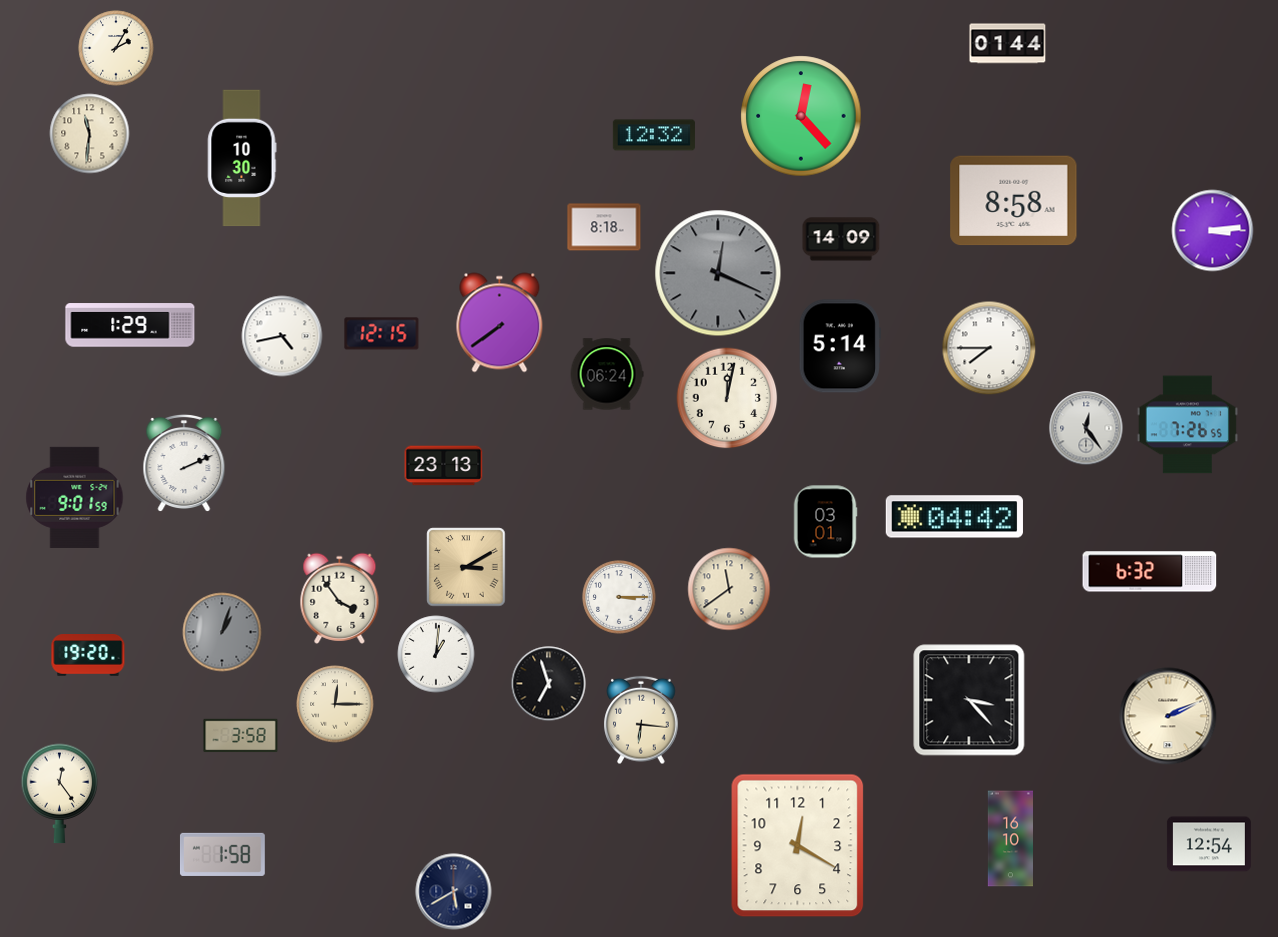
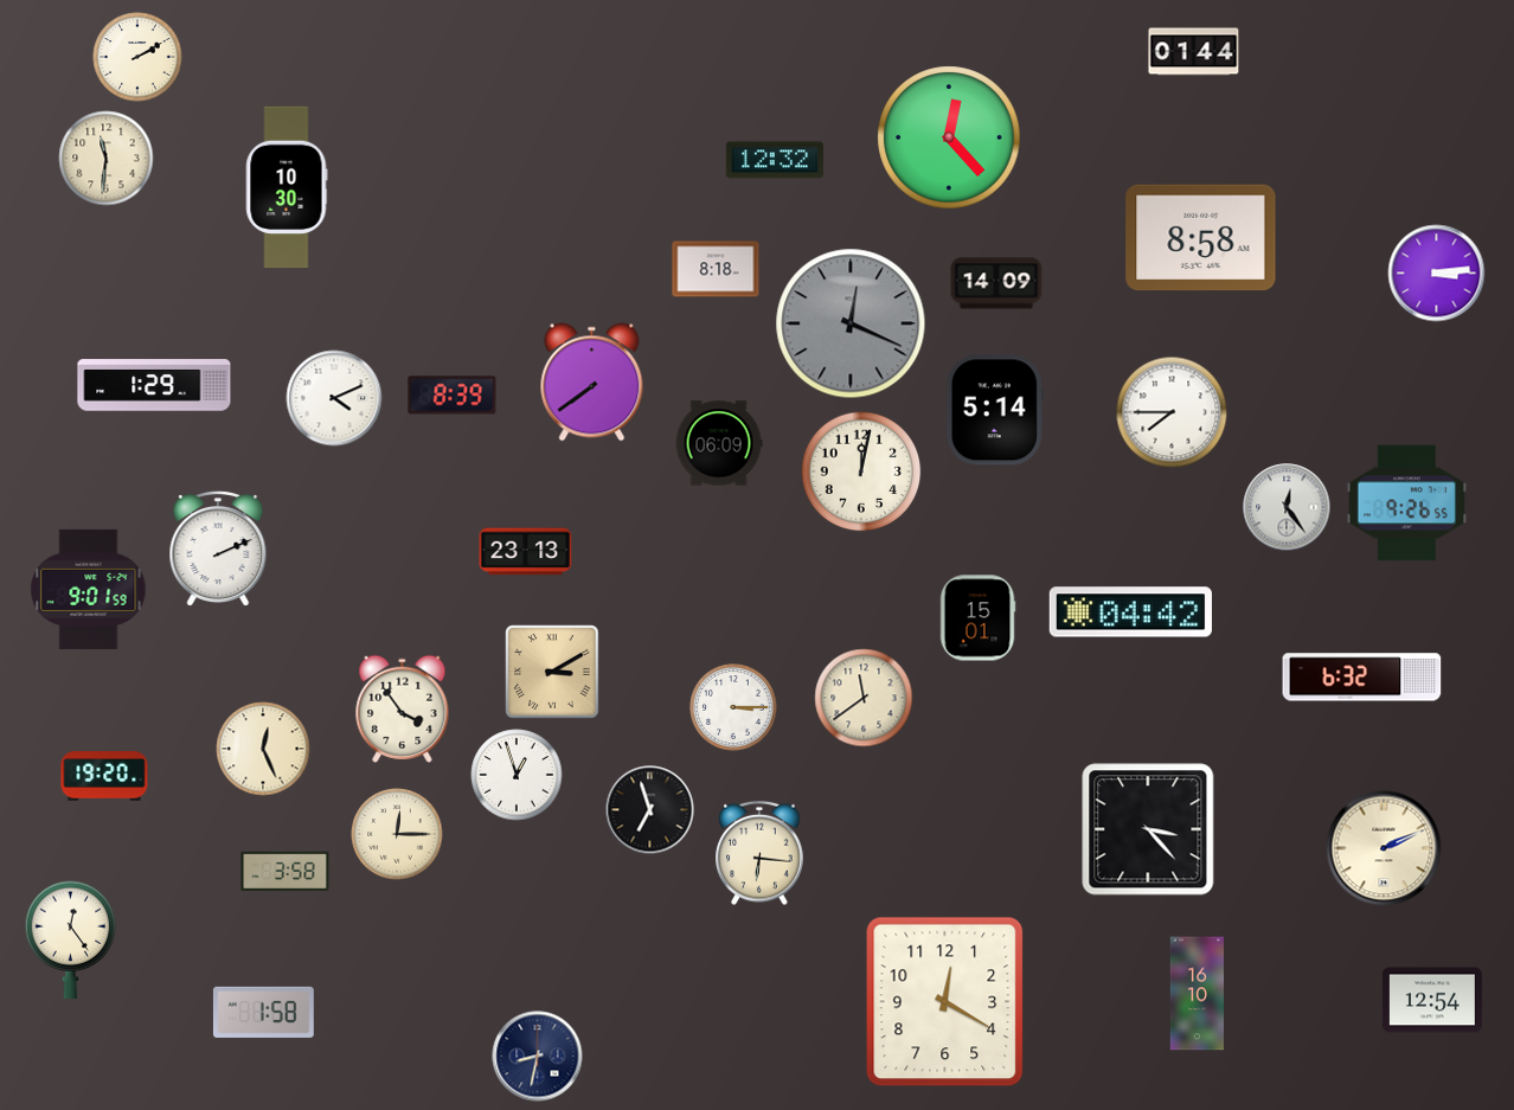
clock at (116, 48): 2:05 -> 2:10
clock at (382, 334): 12:15 -> 8:39
clock at (282, 336): 4:43 -> 4:11
clock at (607, 374): 06:24 -> 06:09
clock at (1187, 425): 7:26 -> 9:26
clock at (825, 522): 03:01 -> 15:01
clock at (222, 632): 1:03 -> 12:26
clock at (222, 632) dial: grey -> cream
clock at (436, 654): 1:01 -> 12:57
clock at (454, 892): 5:40 -> 8:32
